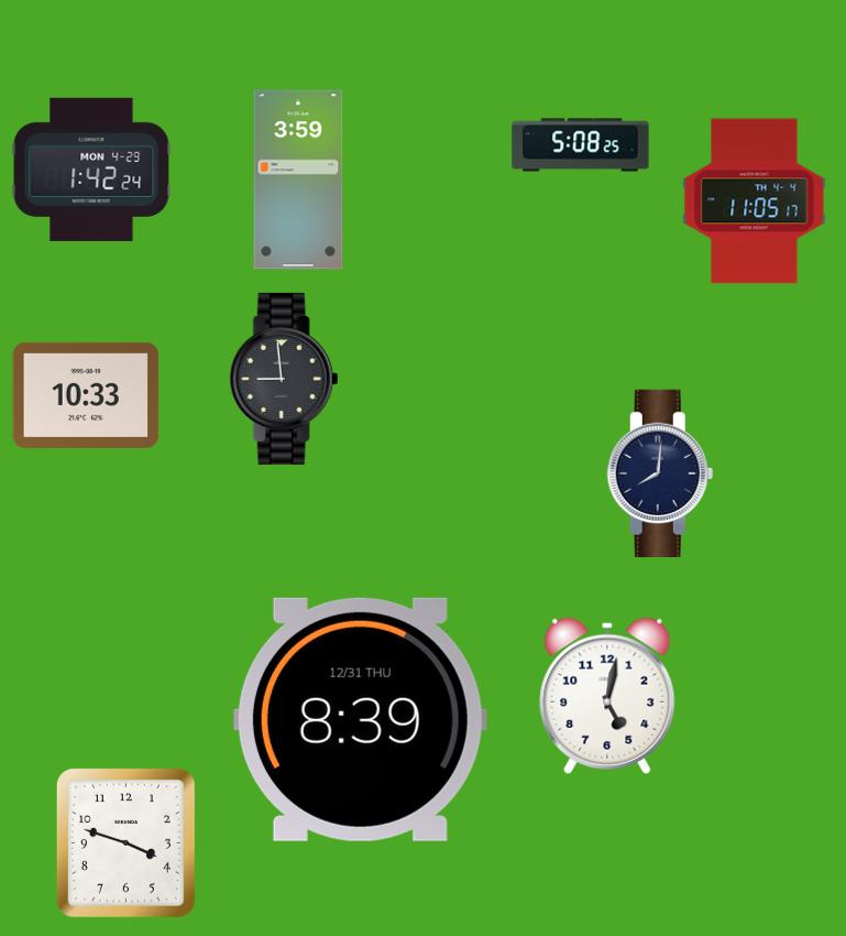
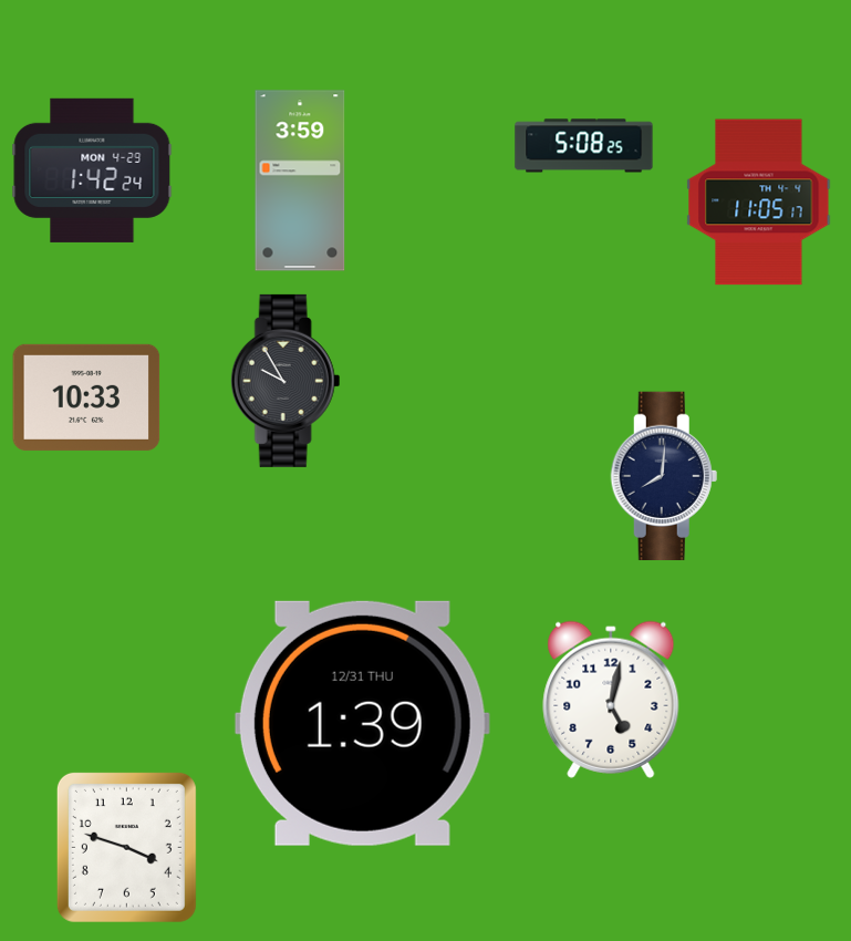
clock at (284, 379): 8:59 -> 9:55
clock at (360, 719): 8:39 -> 1:39
